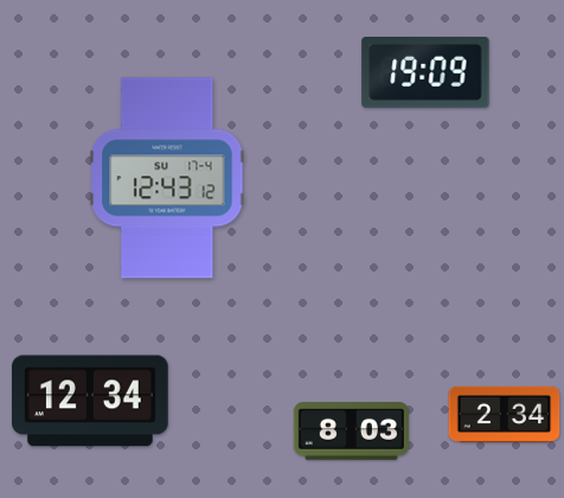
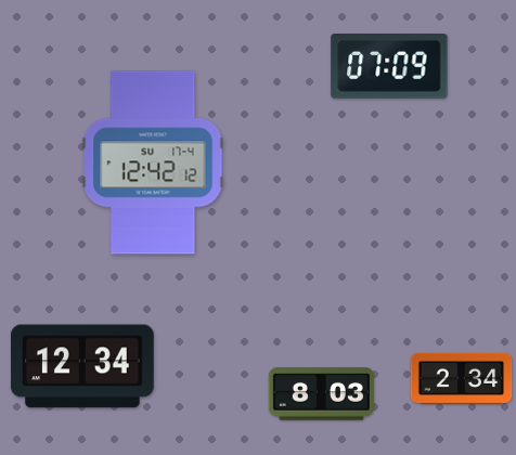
clock at (425, 74): 19:09 -> 07:09
clock at (167, 178): 12:43 -> 12:42
